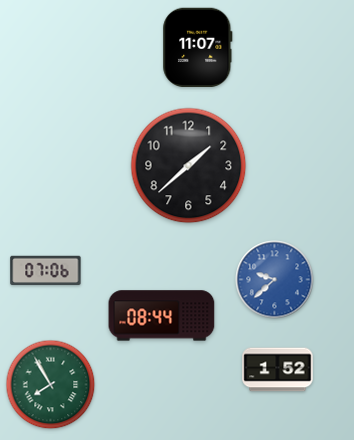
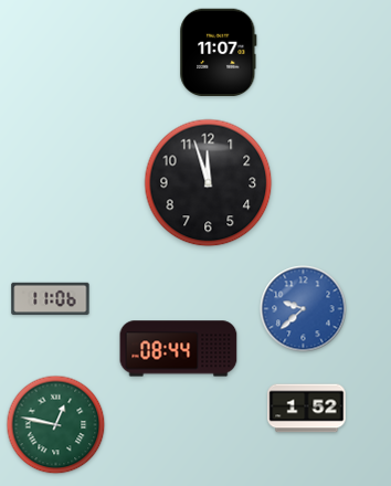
clock at (189, 166): 1:38 -> 11:57
clock at (46, 271): 07:06 -> 11:06
clock at (51, 385): 7:55 -> 12:47
